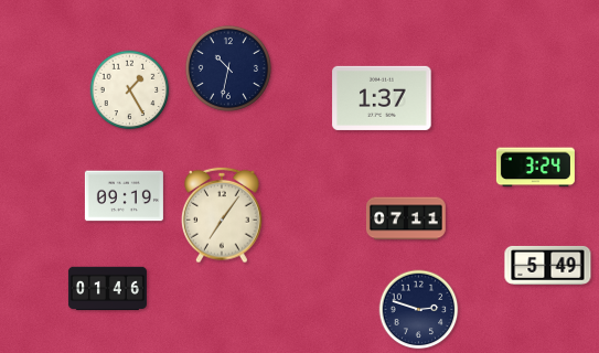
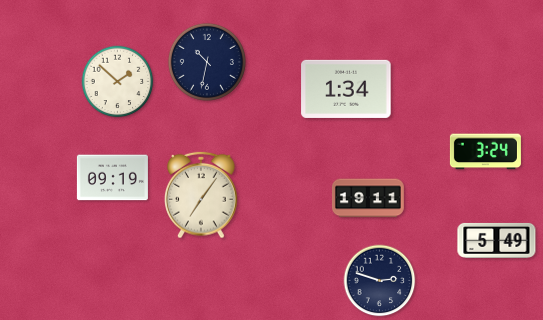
clock at (130, 90): 1:25 -> 1:52
clock at (382, 98): 1:37 -> 1:34
clock at (406, 218): 07:11 -> 19:11
clock at (107, 289): 01:46 -> none
